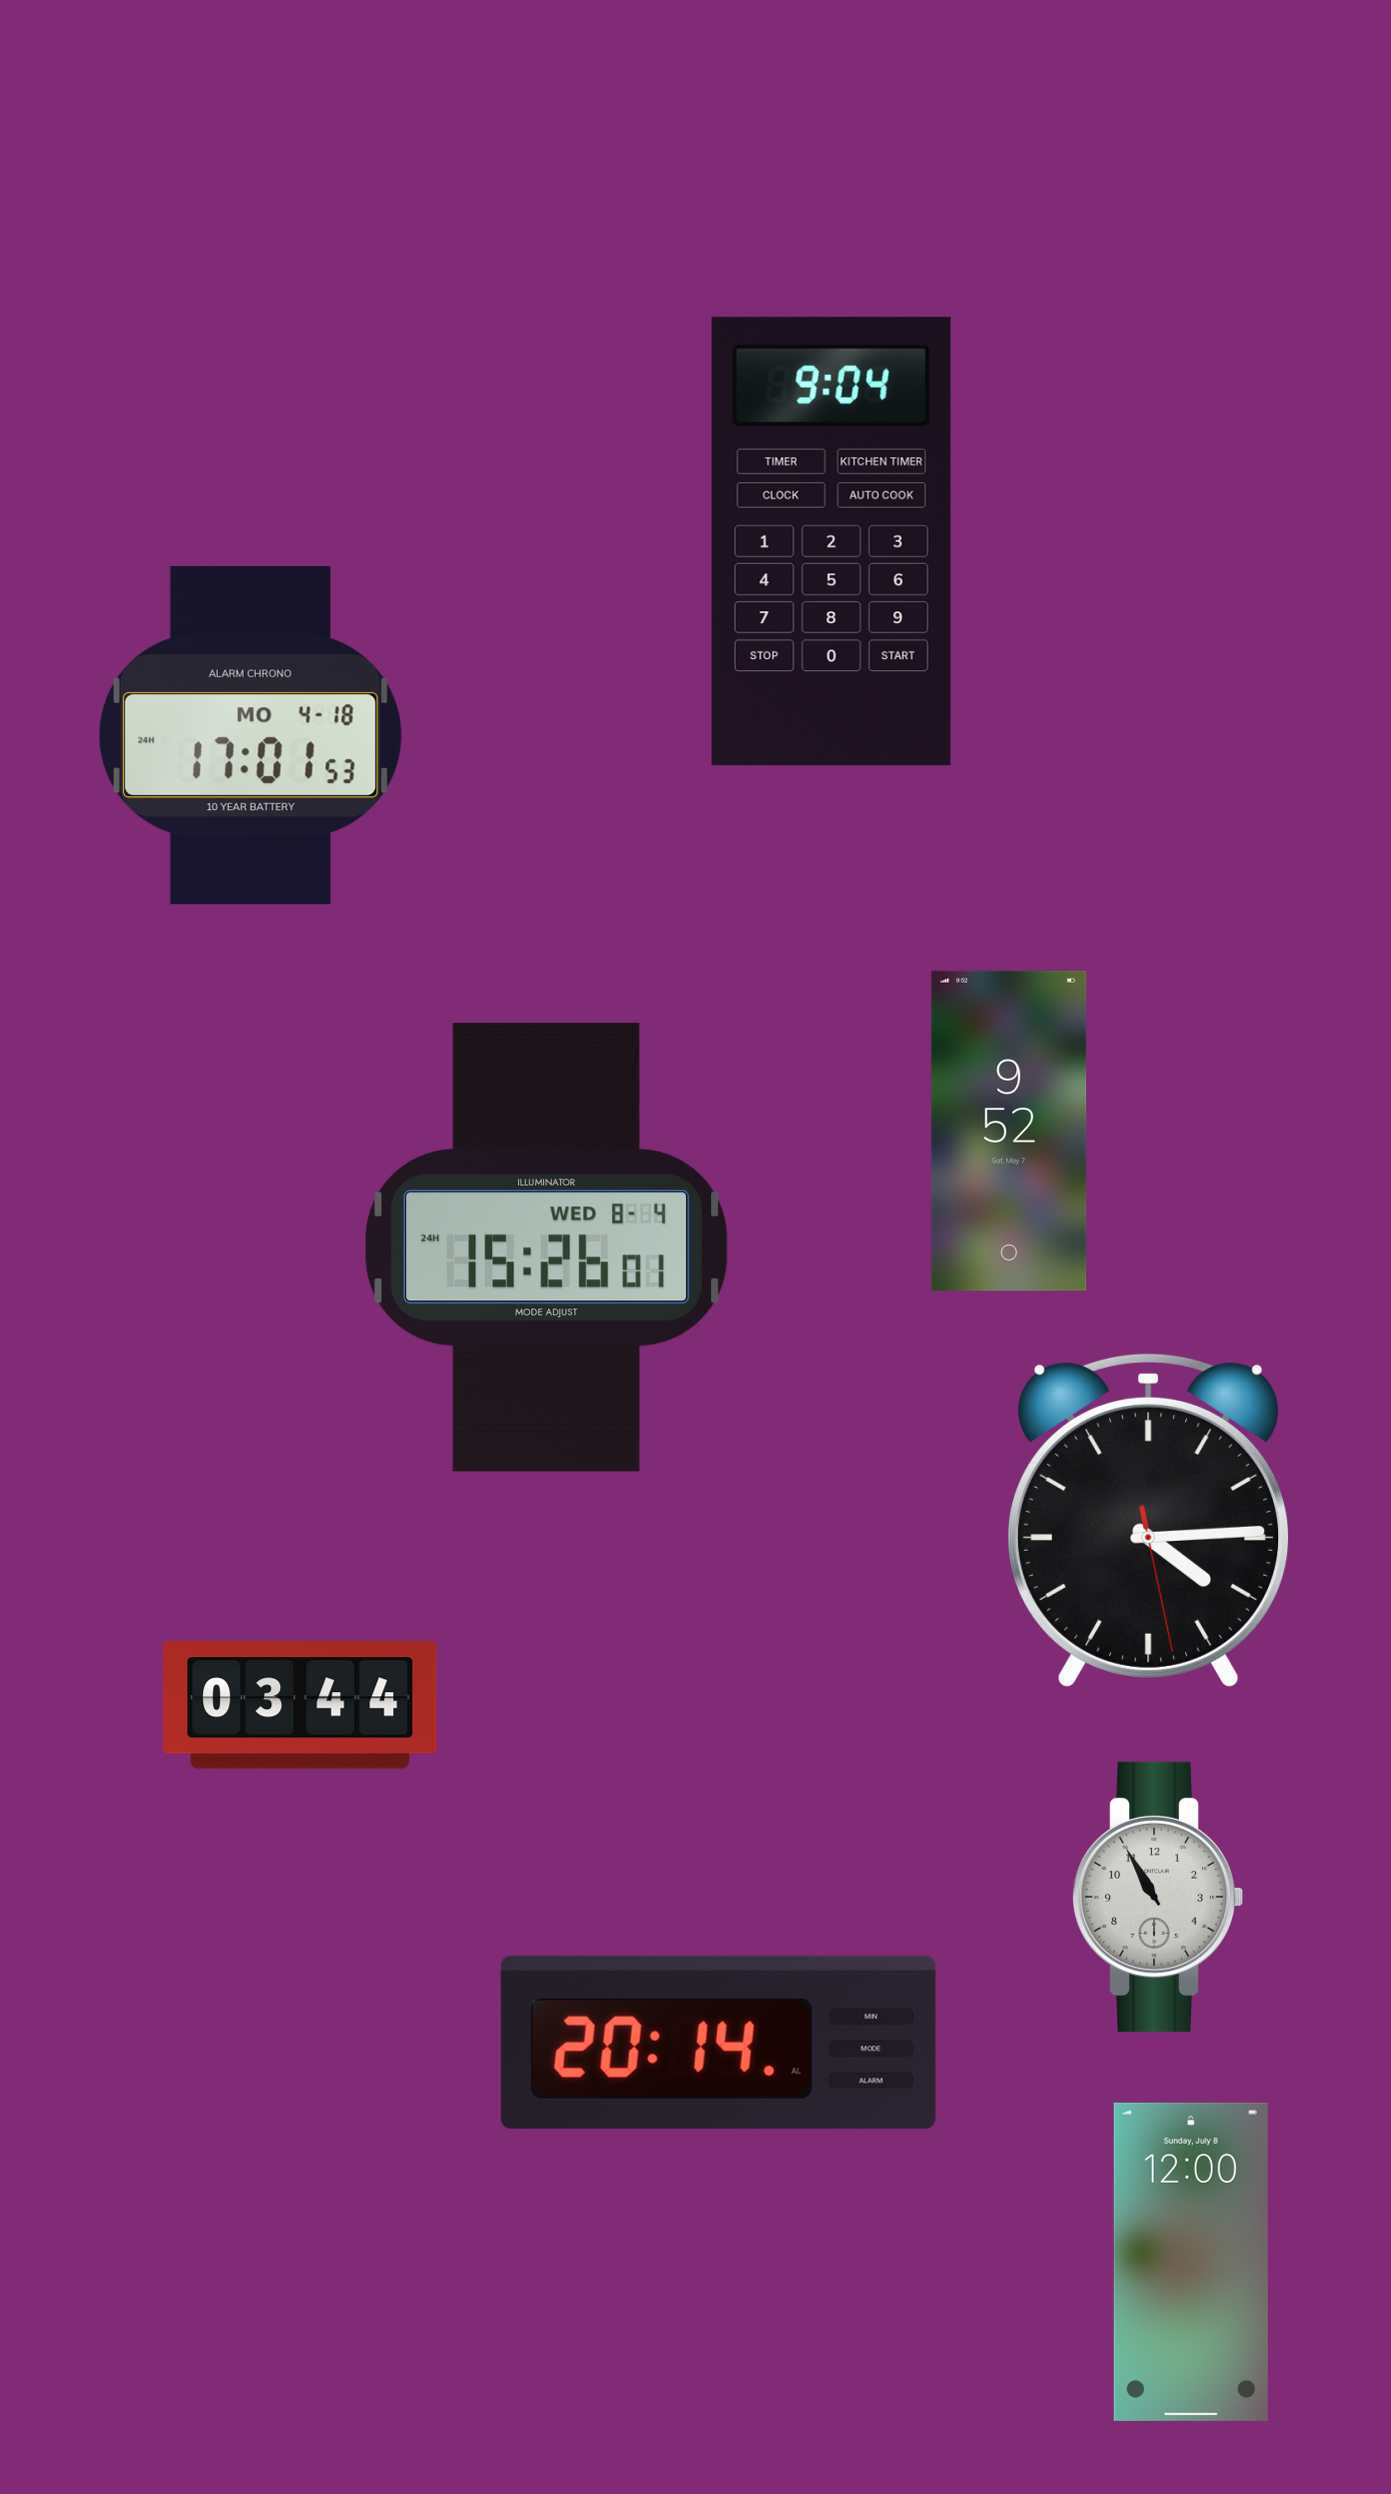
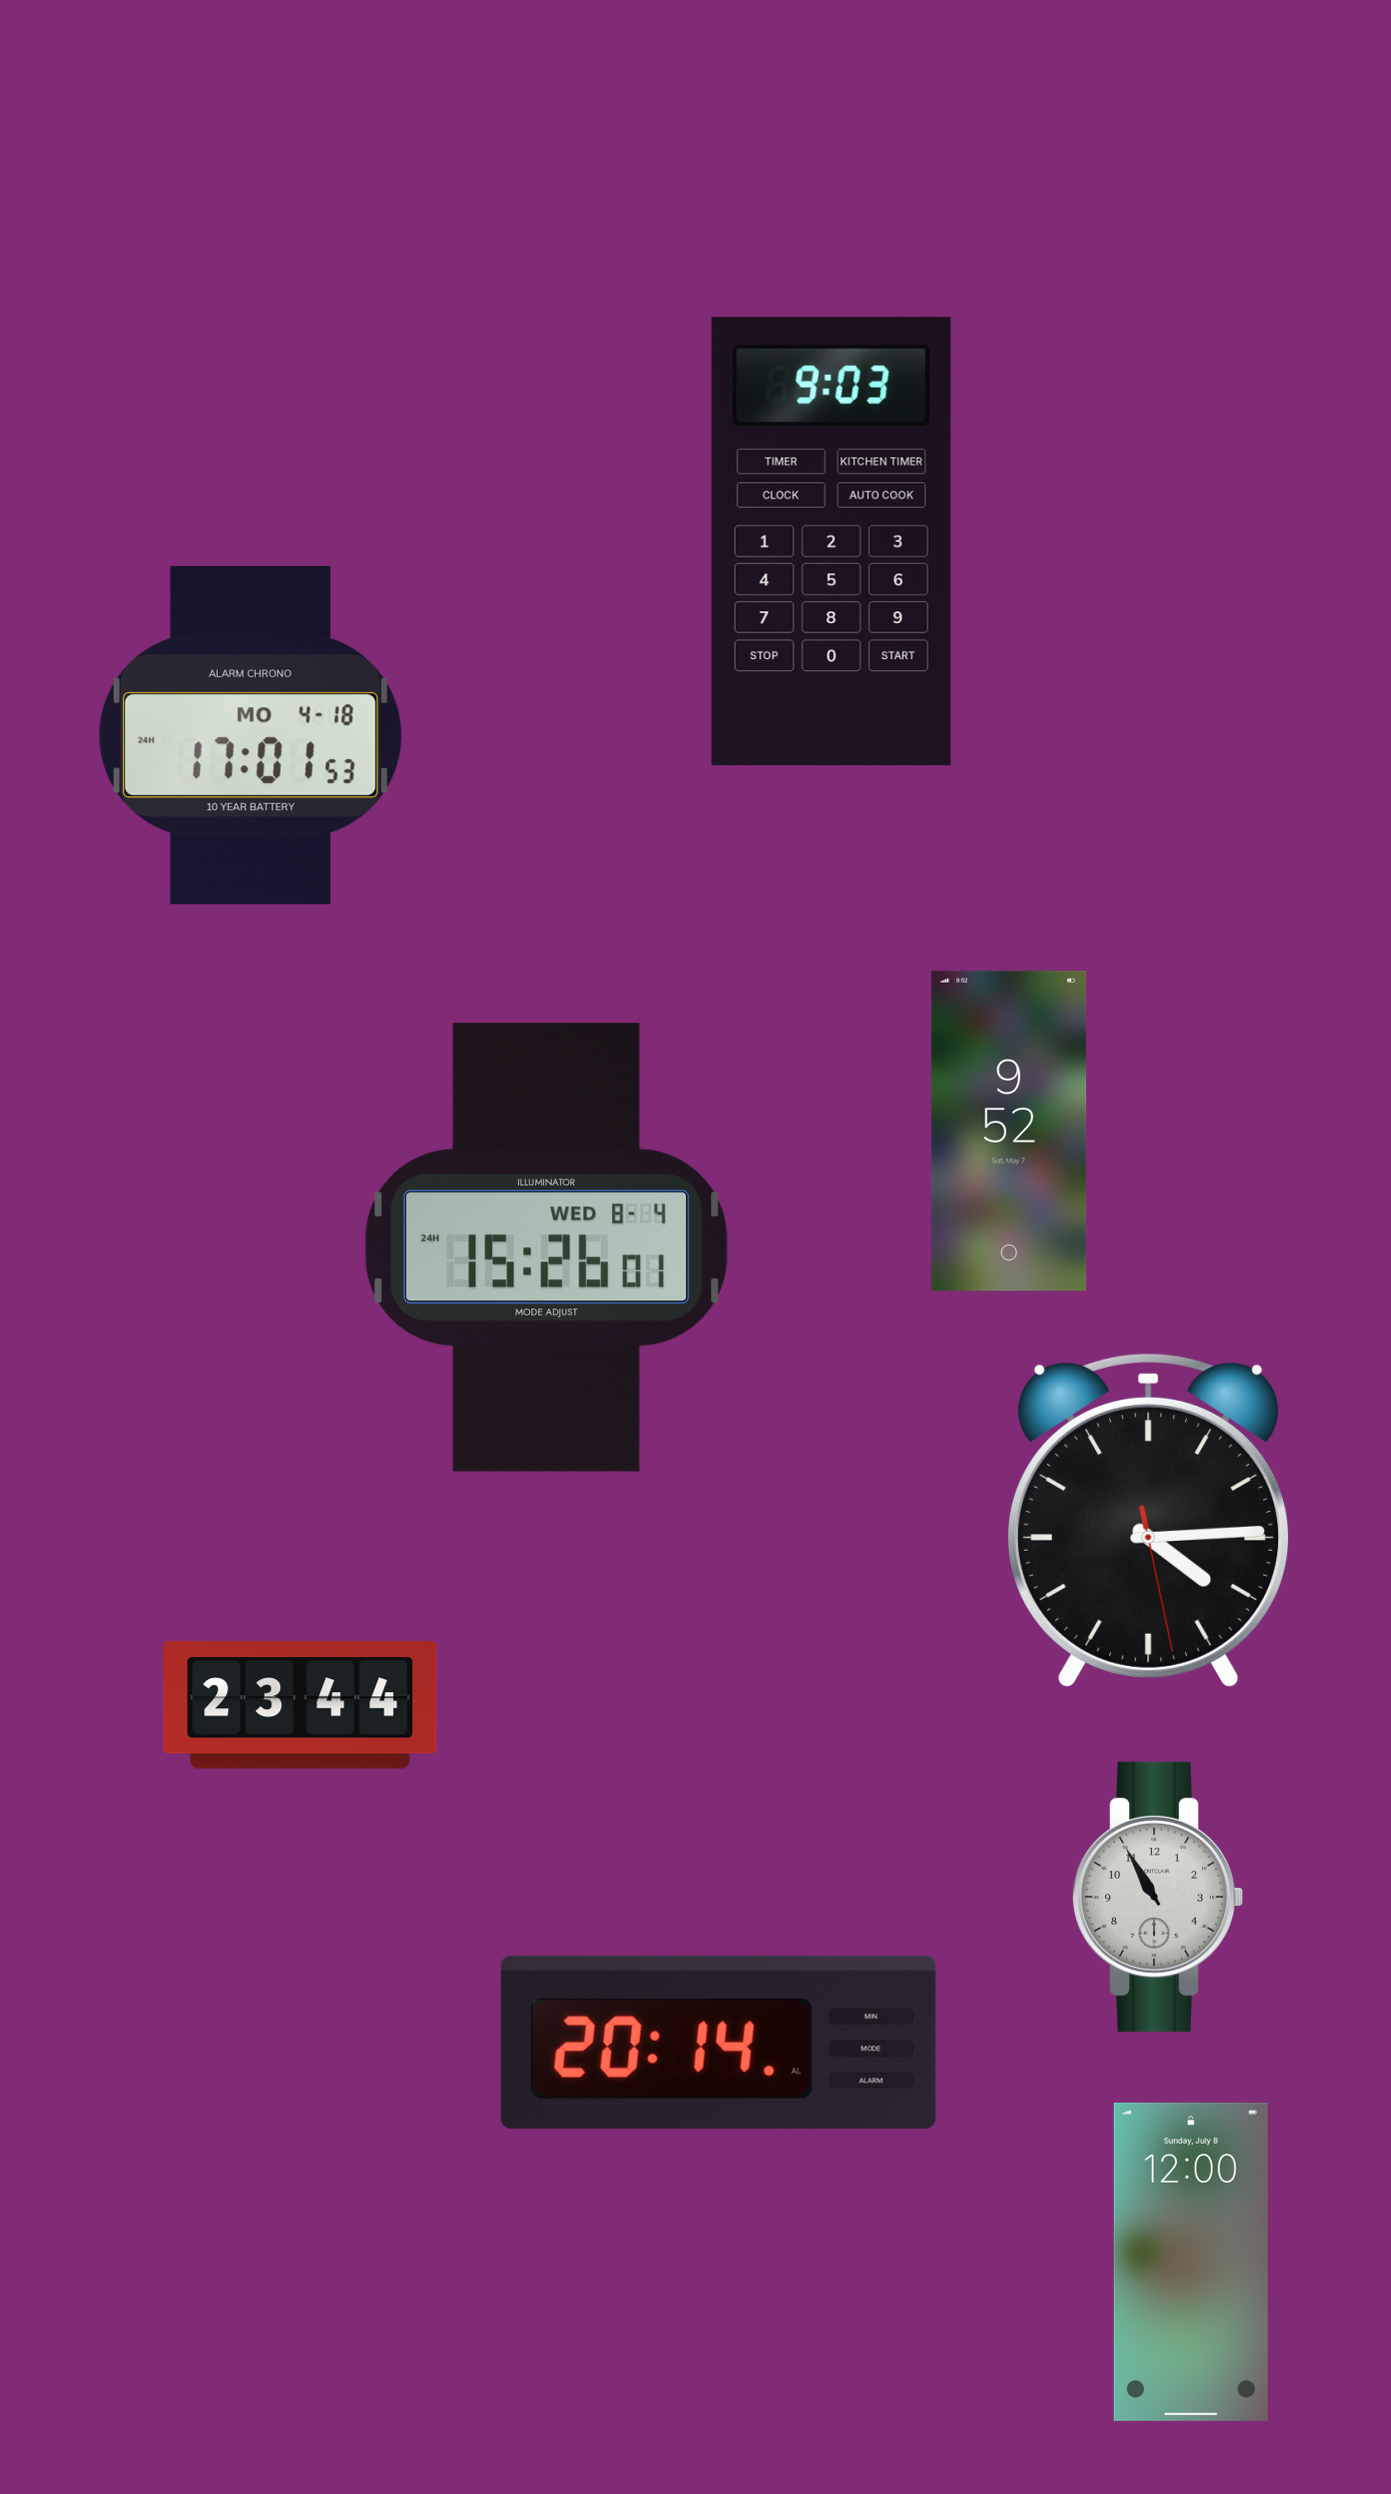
clock at (831, 541): 9:04 -> 9:03
clock at (300, 1705): 03:44 -> 23:44
